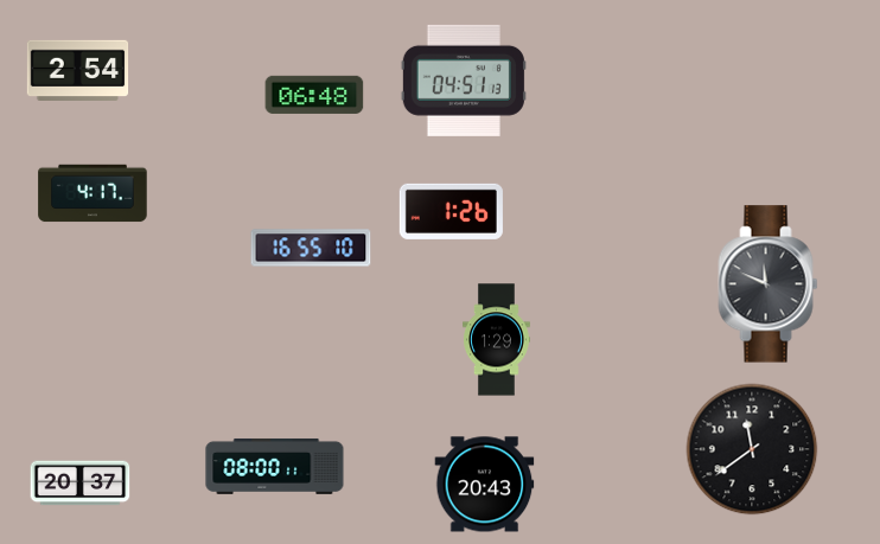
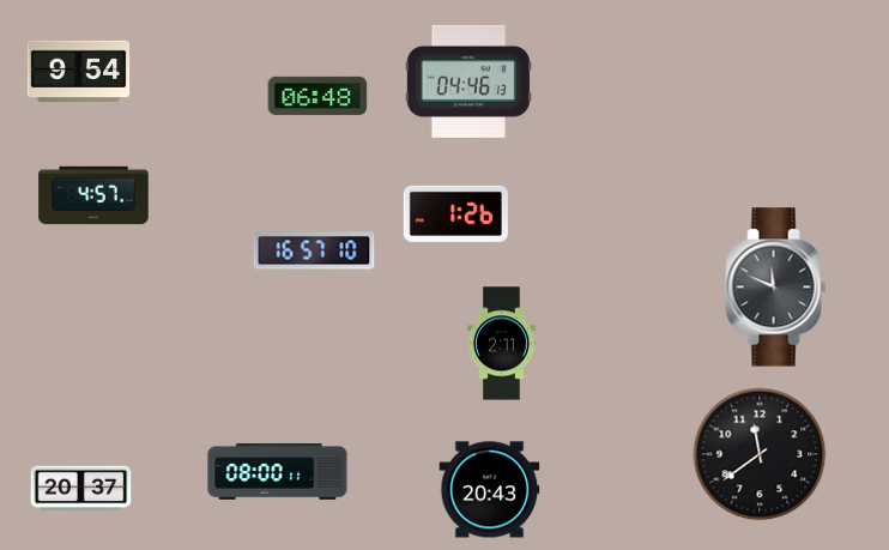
clock at (78, 70): 2:54 -> 9:54
clock at (464, 81): 04:51 -> 04:46
clock at (93, 193): 4:17 -> 4:57
clock at (311, 248): 16:55 -> 16:57
clock at (497, 340): 1:29 -> 2:11
